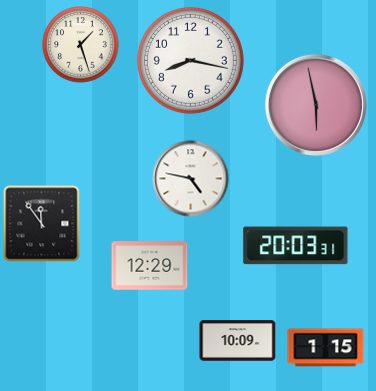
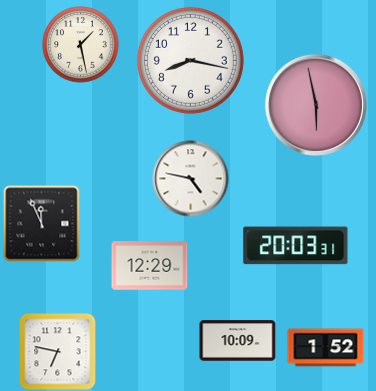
clock at (81, 45): 1:27 -> 1:28
clock at (42, 224): 11:54 -> 11:56
clock at (326, 348): 1:15 -> 1:52
clock at (58, 352): none -> 6:47
